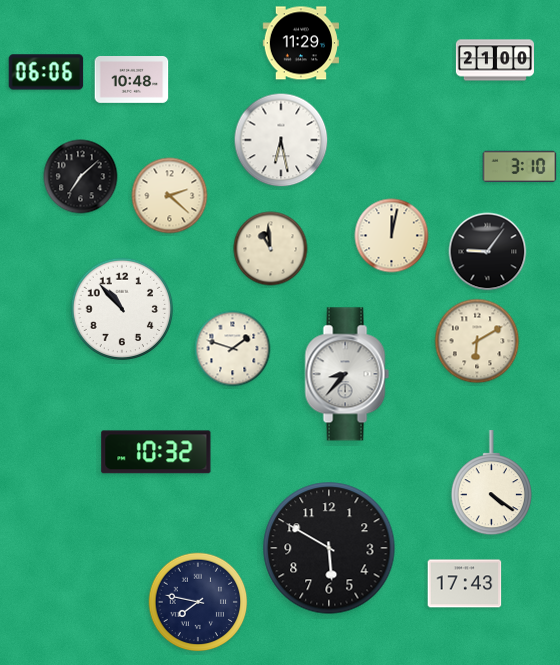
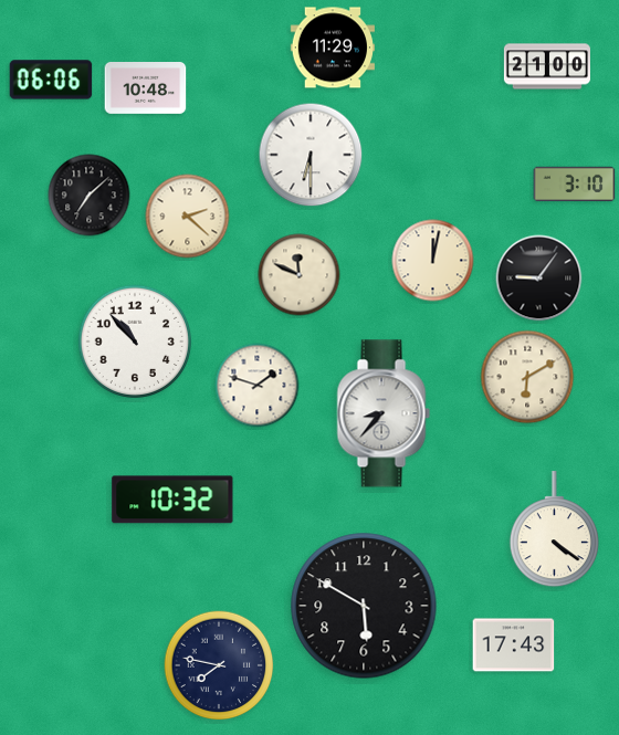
clock at (281, 140): 6:28 -> 6:30
clock at (271, 249): 10:59 -> 11:49
clock at (491, 483) position: (491, 483) -> (554, 529)
